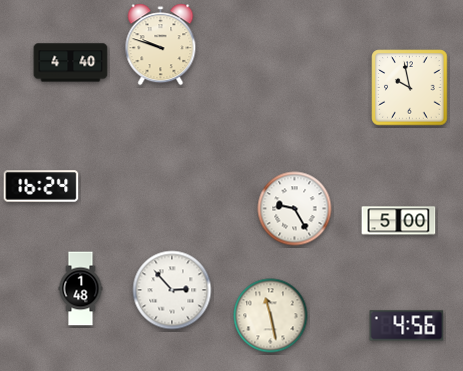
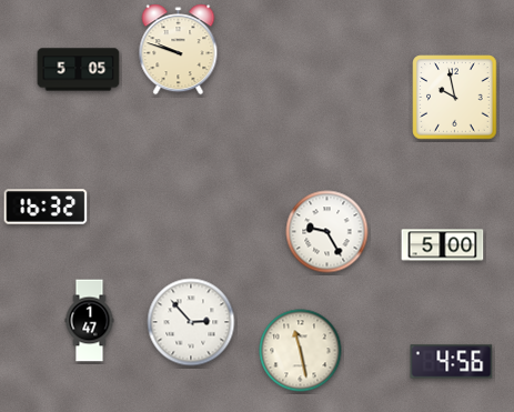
clock at (71, 63): 4:40 -> 5:05
clock at (41, 186): 16:24 -> 16:32
clock at (81, 289): 1:48 -> 1:47
